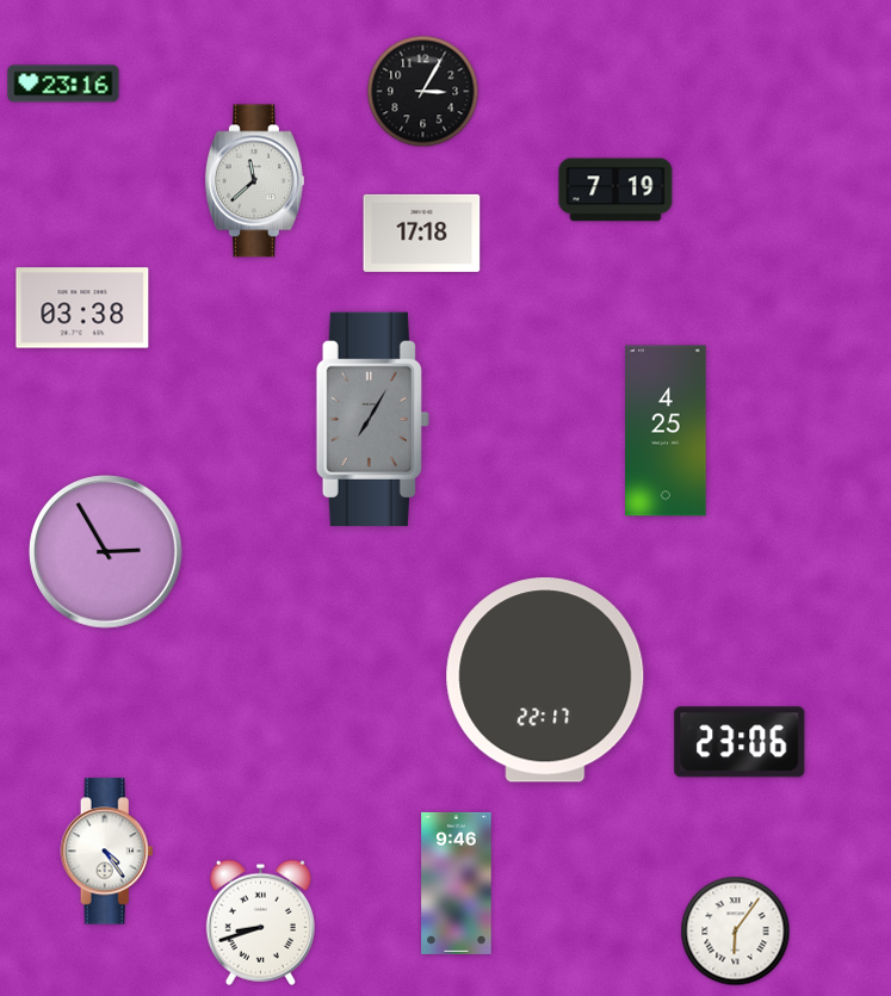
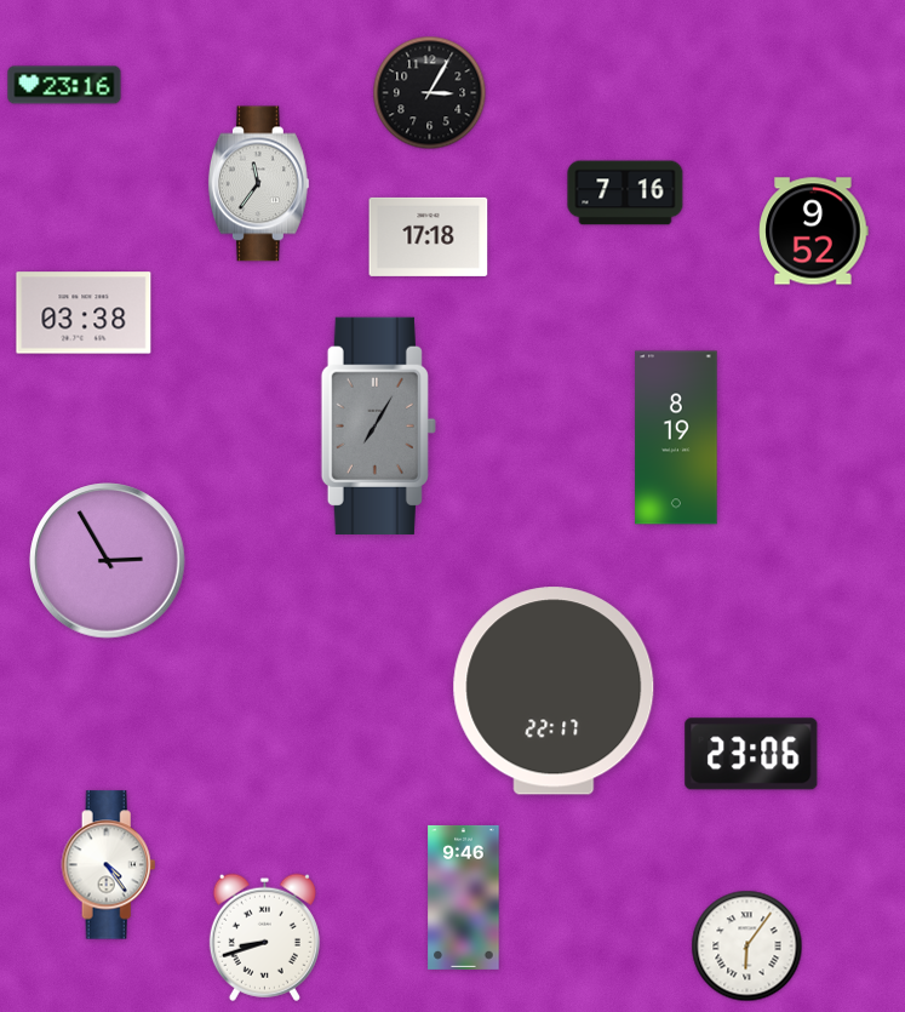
clock at (254, 181): 11:38 -> 11:36
clock at (615, 190): 7:19 -> 7:16
clock at (814, 231): none -> 9:52
clock at (666, 431): 4:25 -> 8:19
